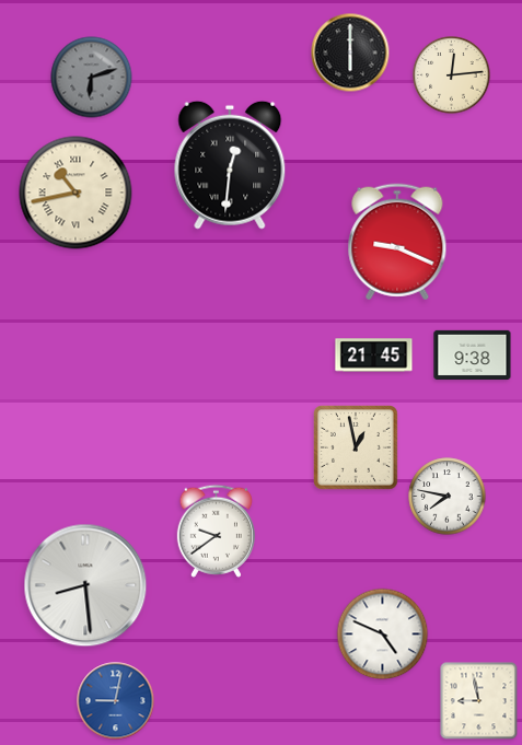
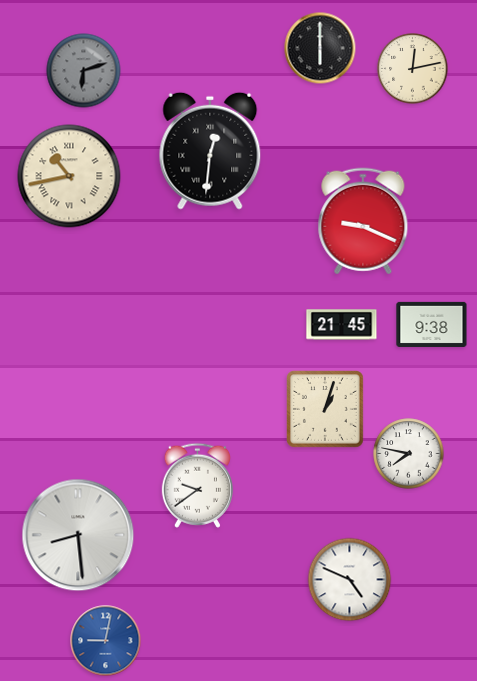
clock at (452, 75): 12:14 -> 12:13
clock at (357, 449): 12:58 -> 1:03
clock at (479, 701): 8:58 -> none
